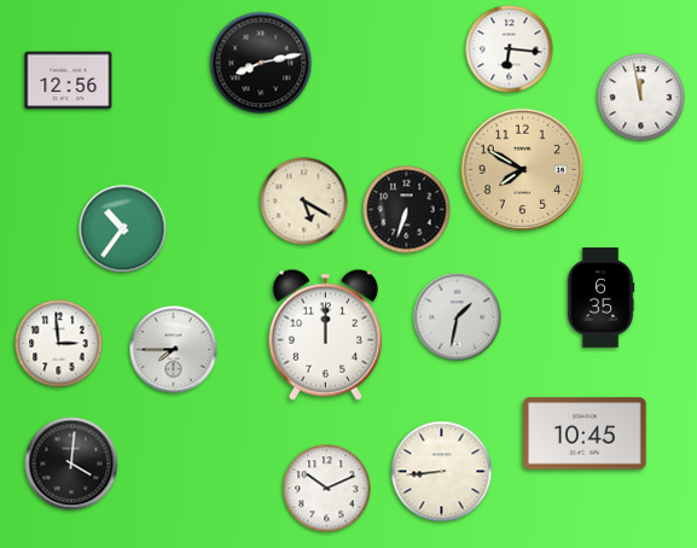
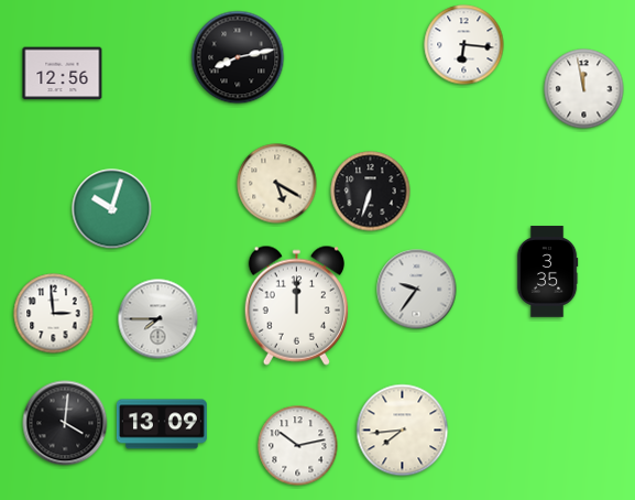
clock at (523, 170): 7:50 -> none
clock at (123, 229): 10:36 -> 10:03
clock at (600, 298): 6:35 -> 3:35
clock at (458, 317): 1:32 -> 9:36
clock at (585, 433): 10:45 -> none
clock at (162, 424): none -> 13:09
clock at (442, 472): 8:44 -> 7:44
clock at (327, 489): 10:11 -> 10:13
